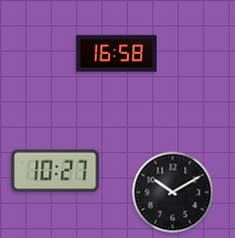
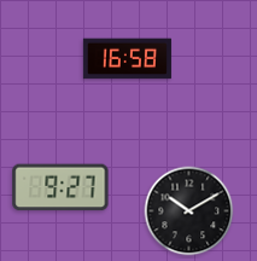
clock at (55, 171): 10:27 -> 9:27
